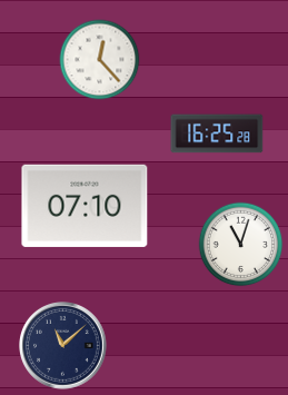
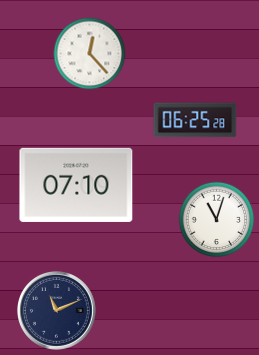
clock at (217, 134): 16:25 -> 06:25
clock at (63, 346): 11:08 -> 11:11
